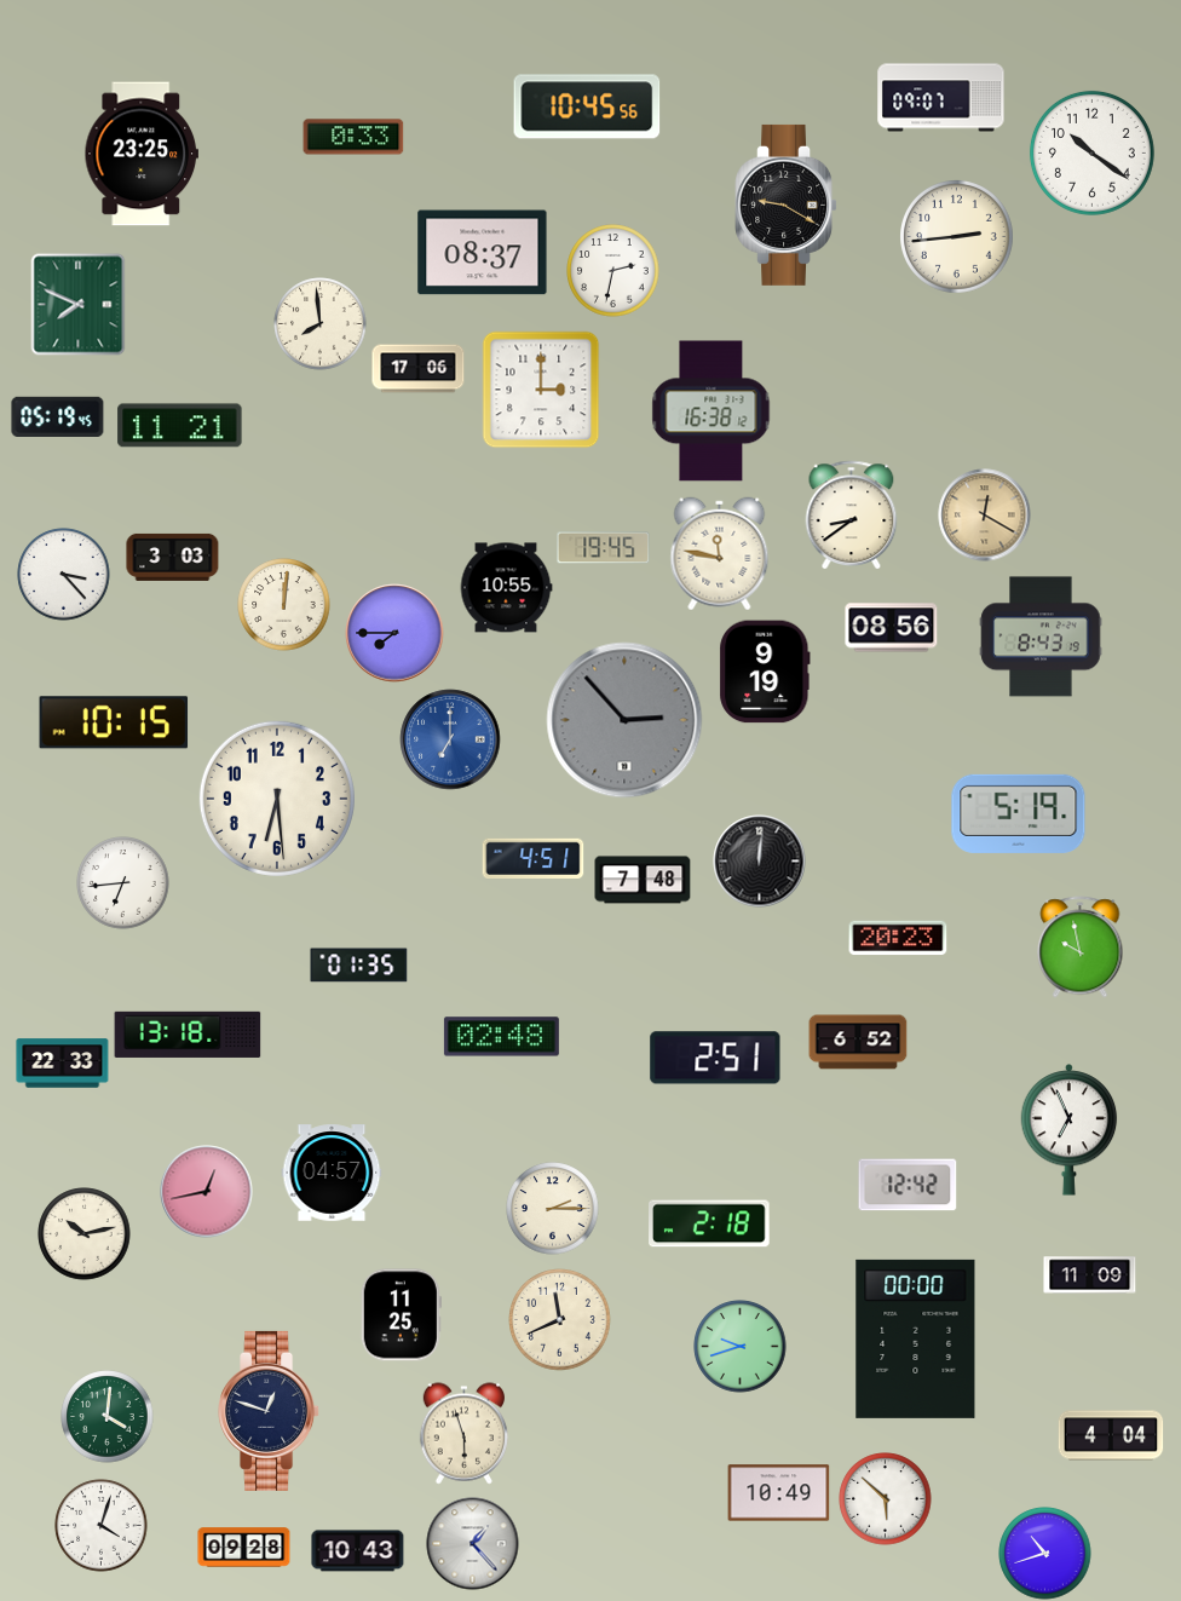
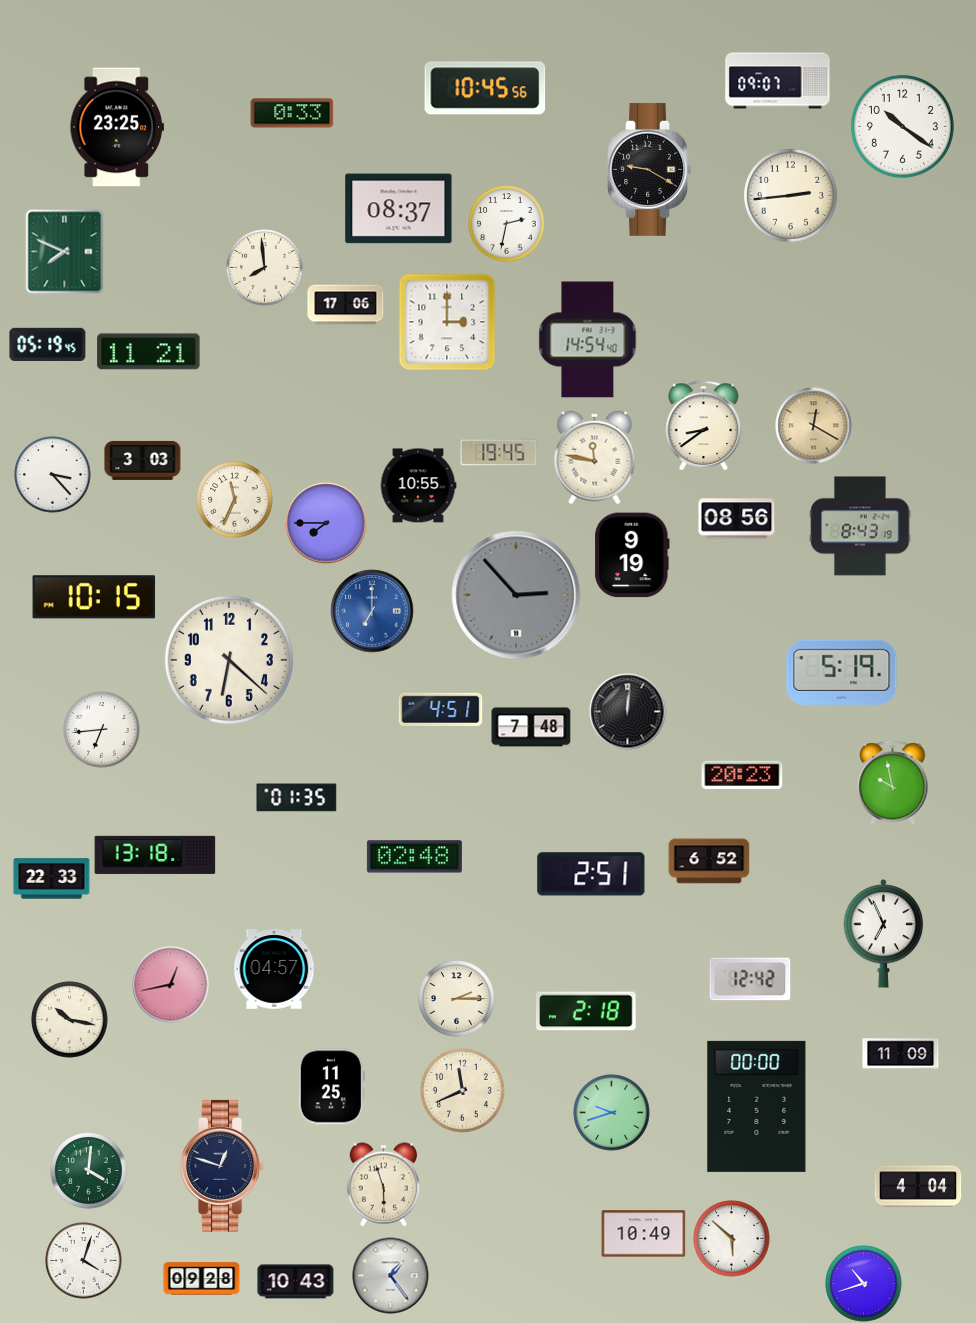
clock at (712, 411): 16:38 -> 14:54
clock at (284, 605): 12:01 -> 11:34
clock at (277, 799): 6:29 -> 6:22
clock at (85, 1234): 10:13 -> 10:17
clock at (473, 1544): 1:23 -> 1:24
